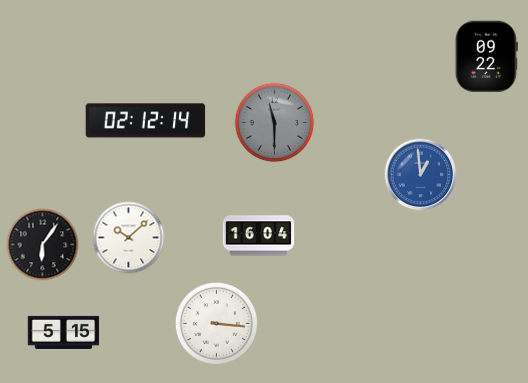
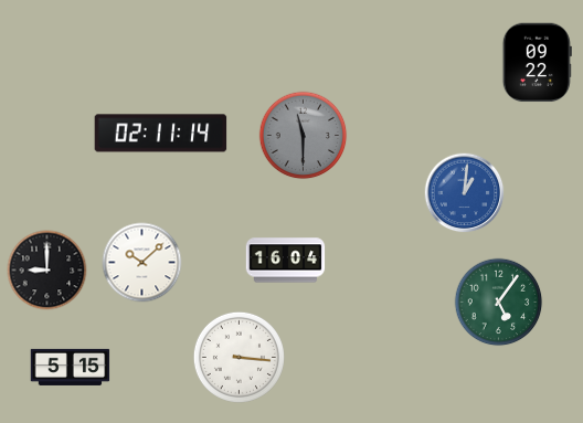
clock at (146, 121): 02:12 -> 02:11
clock at (421, 175): 12:59 -> 1:01
clock at (43, 245): 6:06 -> 9:00
clock at (499, 303): none -> 5:06
